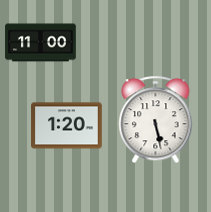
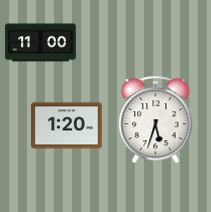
clock at (156, 120): 5:28 -> 5:33
